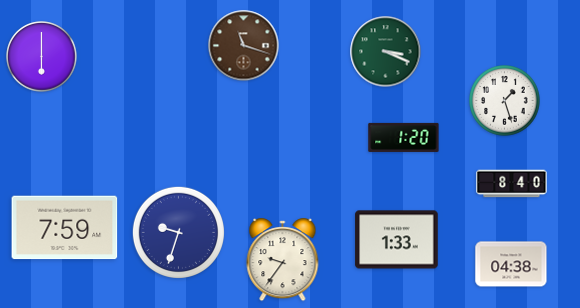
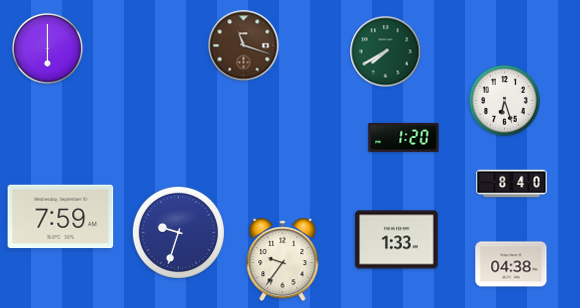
clock at (386, 52): 3:19 -> 7:40
clock at (42, 57) position: (42, 57) -> (48, 49)
clock at (505, 101): 1:27 -> 6:27
clock at (65, 228) position: (65, 228) -> (61, 217)
